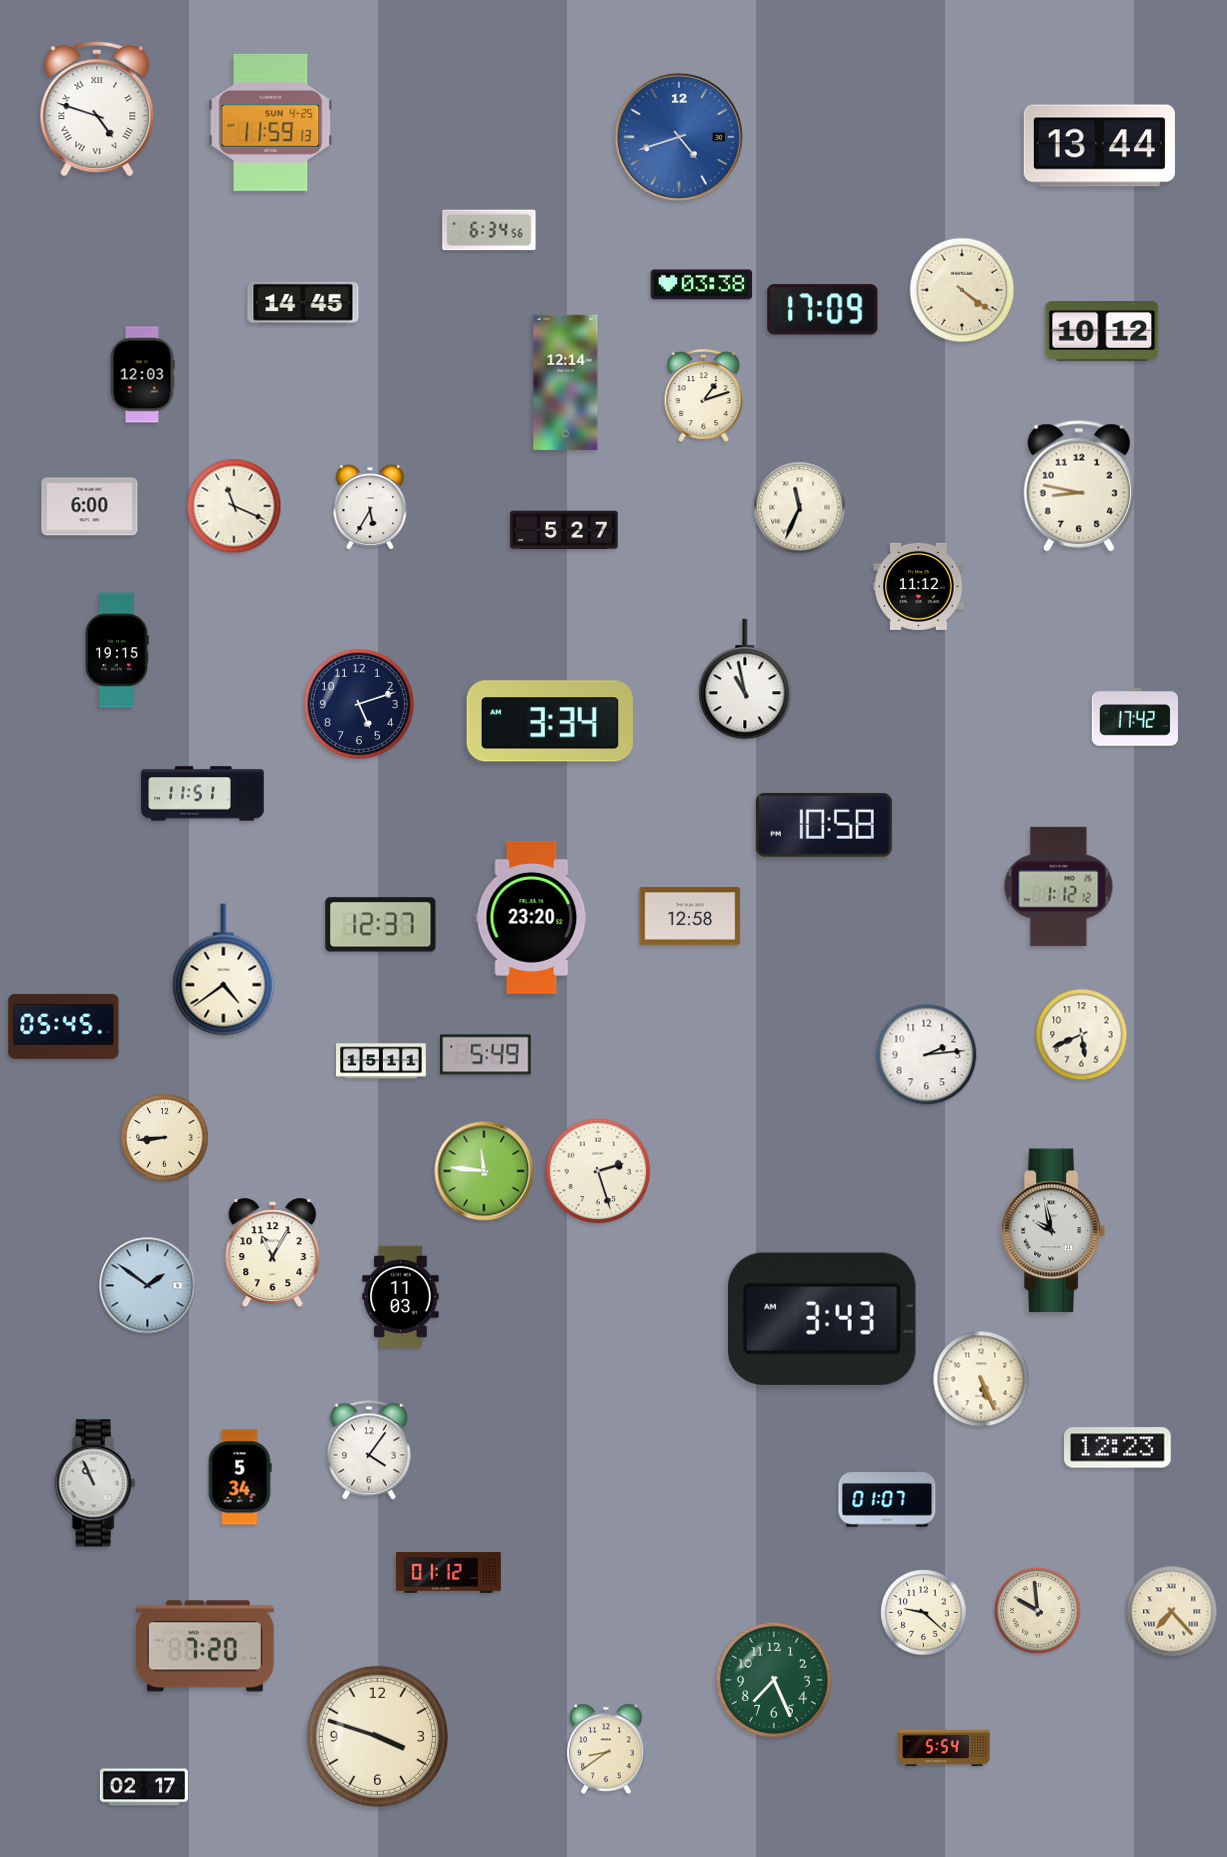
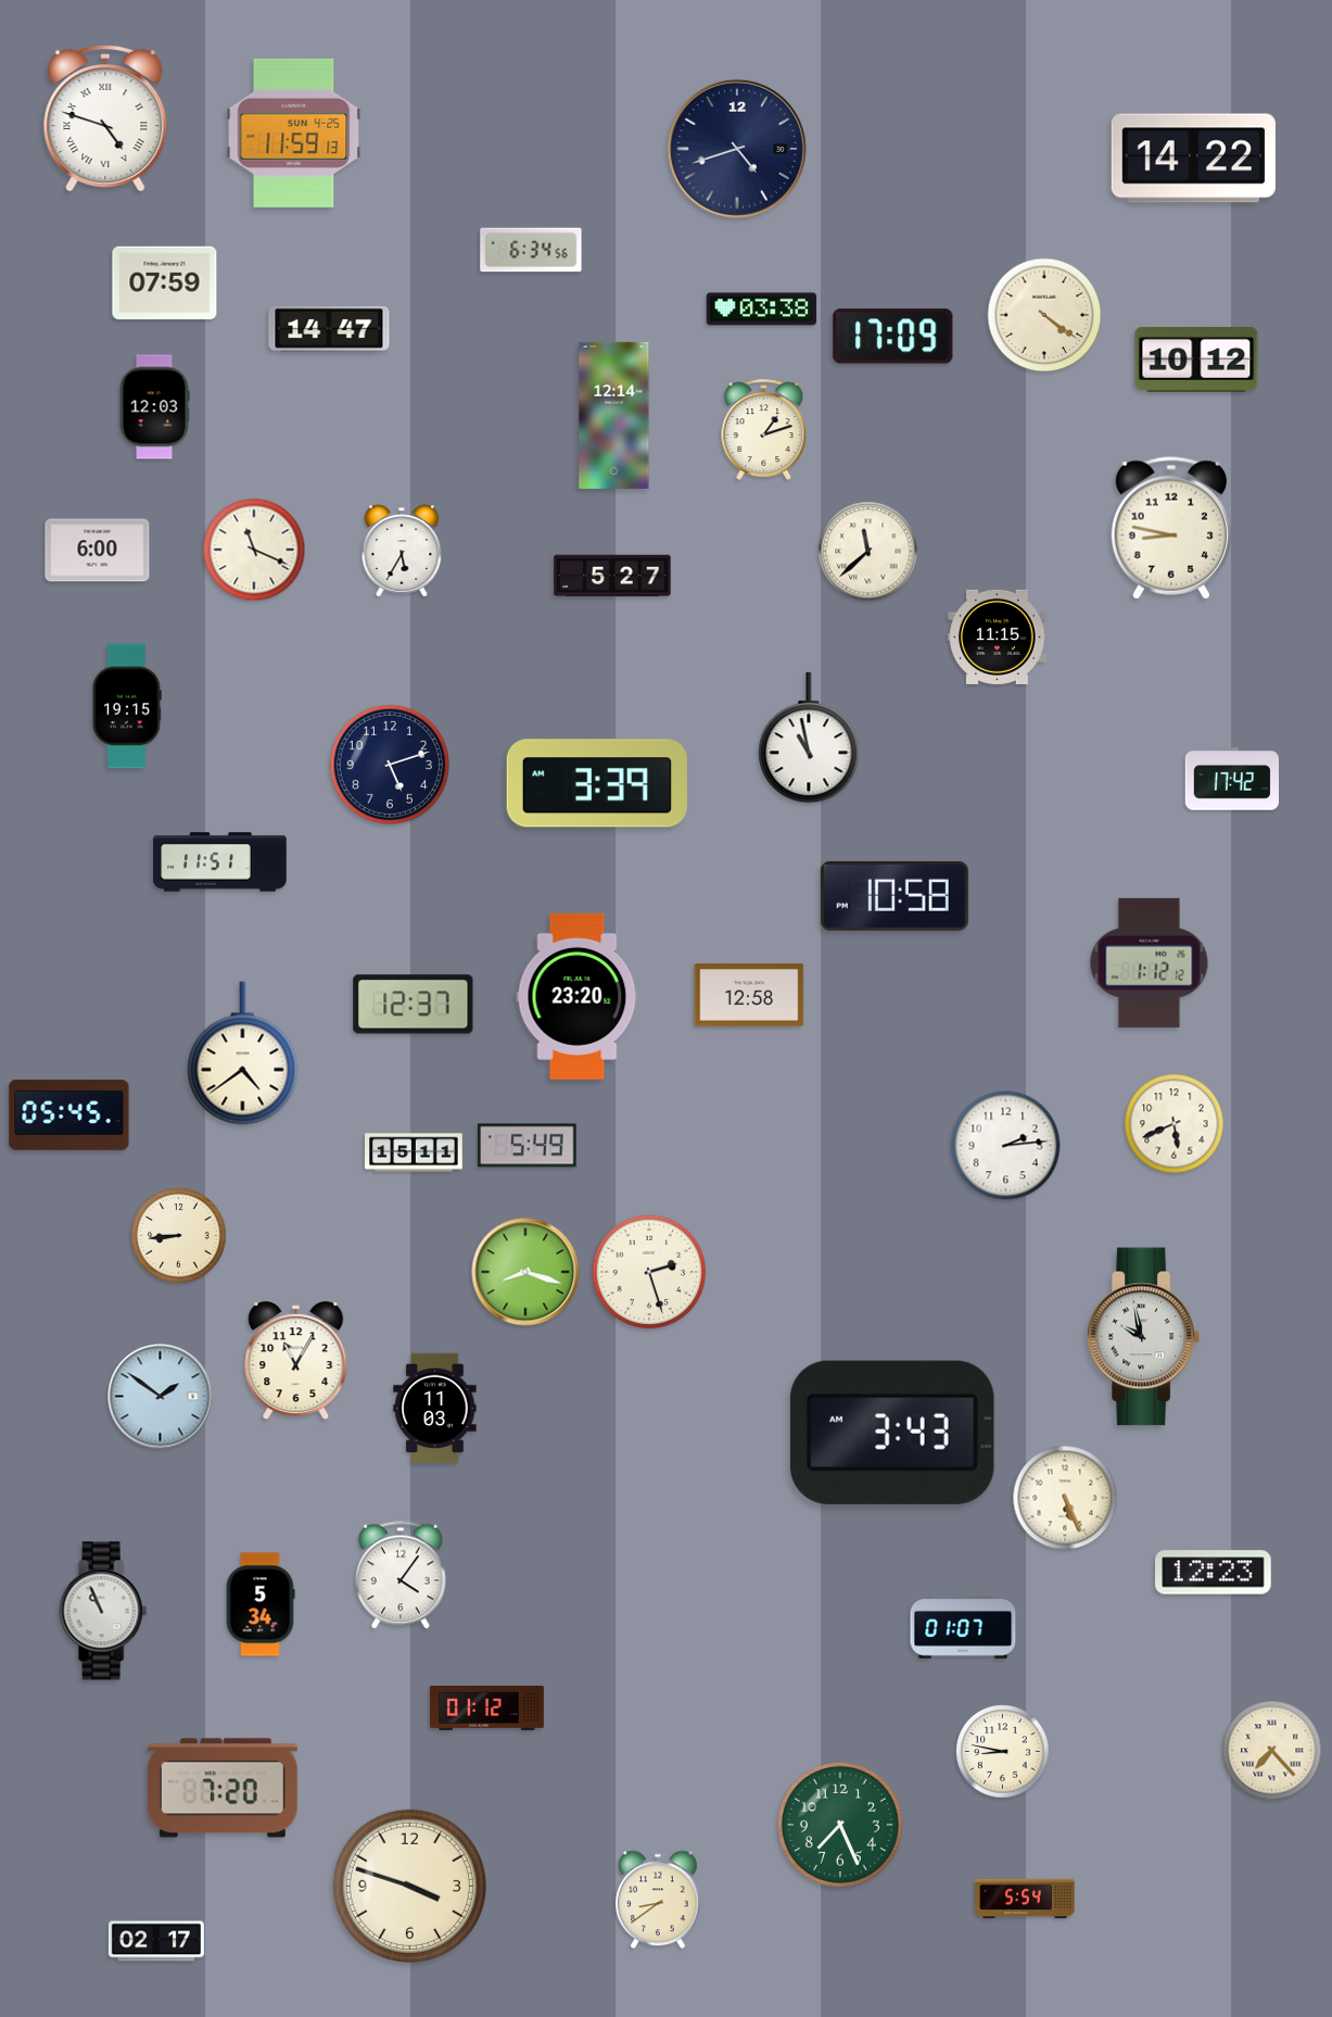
clock at (679, 137) dial: blue -> navy
clock at (1099, 146): 13:44 -> 14:22
clock at (165, 283): none -> 07:59
clock at (303, 303): 14:45 -> 14:47
clock at (800, 508): 11:34 -> 11:38
clock at (919, 586): 11:12 -> 11:15
clock at (550, 721): 3:34 -> 3:39
clock at (484, 1171): 11:46 -> 8:18
clock at (1038, 1611): 9:59 -> none
clock at (924, 1613): 9:22 -> 8:47
